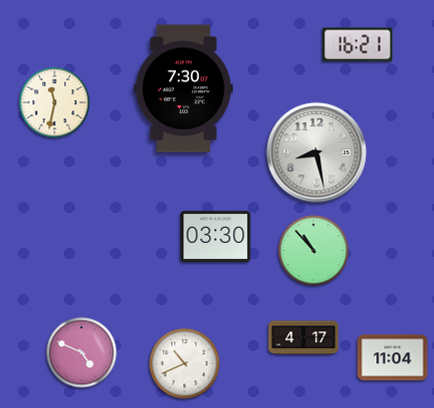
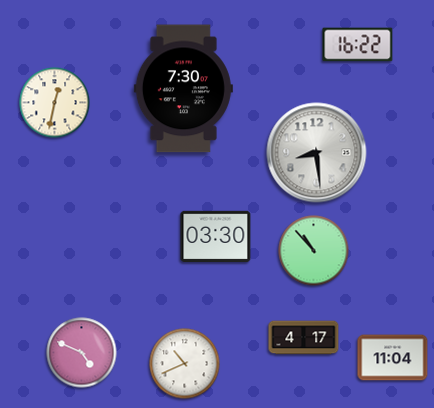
clock at (358, 45): 16:21 -> 16:22
clock at (55, 103): 11:32 -> 12:32
clock at (317, 153): 8:28 -> 8:29
